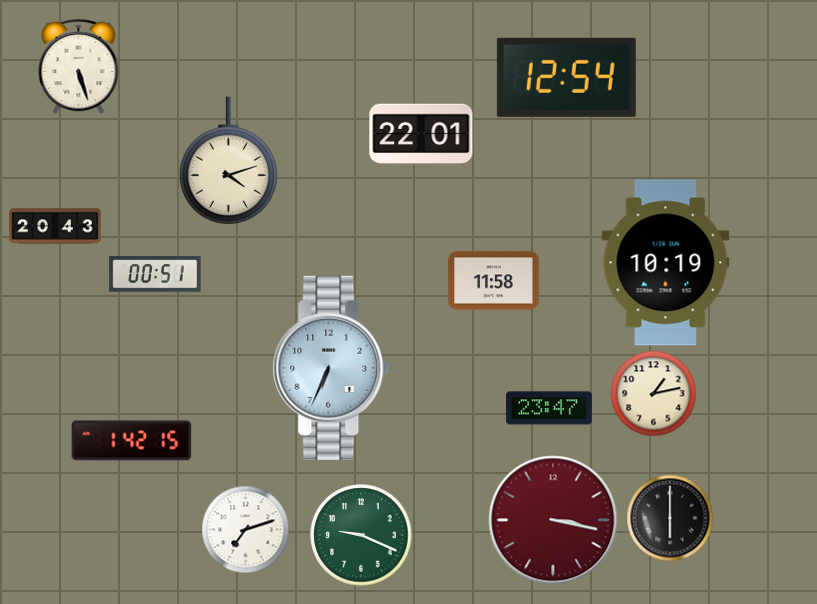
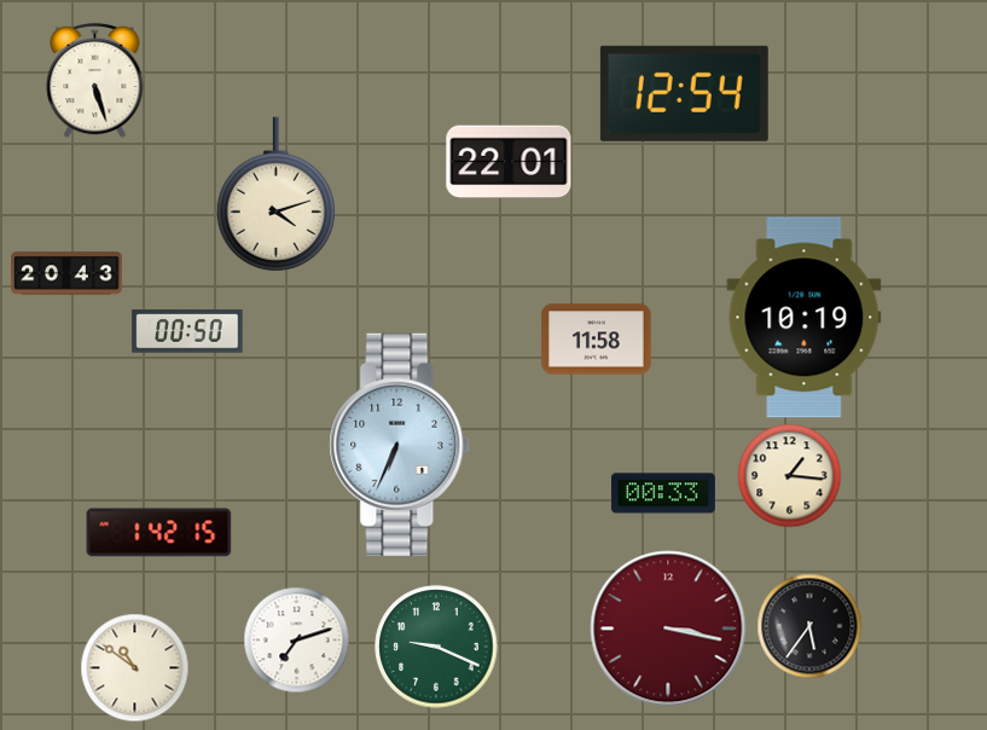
clock at (155, 274): 00:51 -> 00:50
clock at (653, 393): 1:13 -> 1:16
clock at (550, 408): 23:47 -> 00:33
clock at (670, 518): 6:00 -> 5:36
clock at (134, 667): none -> 10:51
